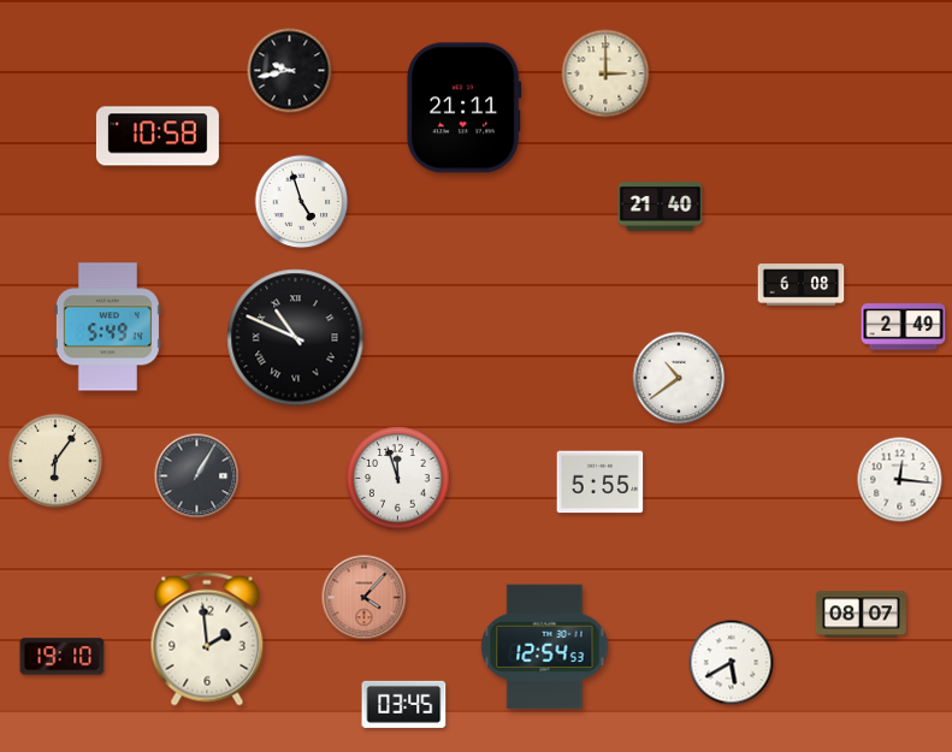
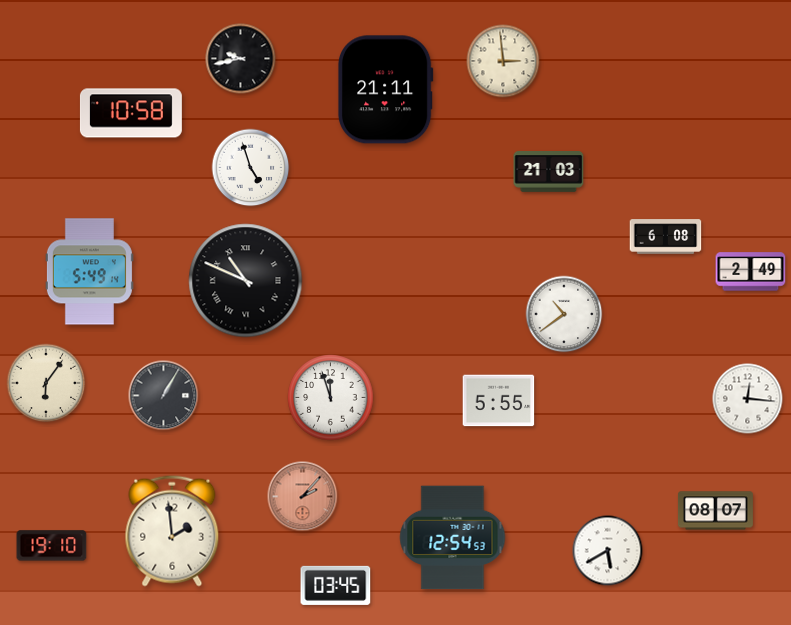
clock at (605, 73): 3:00 -> 2:59
clock at (661, 207): 21:40 -> 21:03
clock at (365, 598): 4:07 -> 2:07
